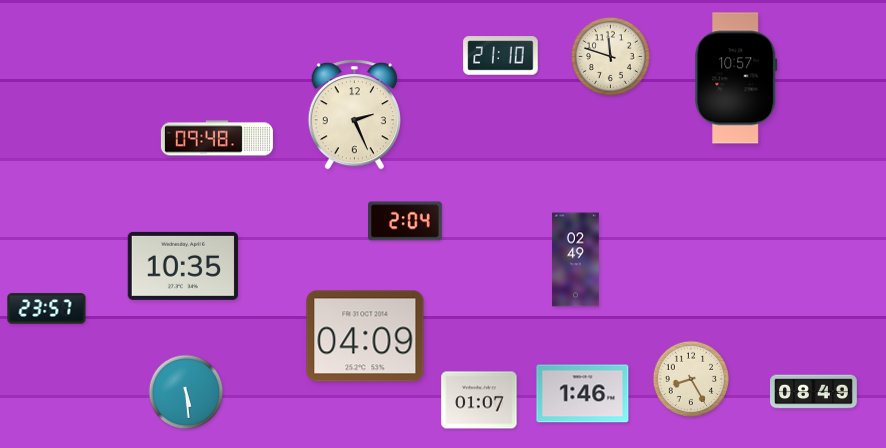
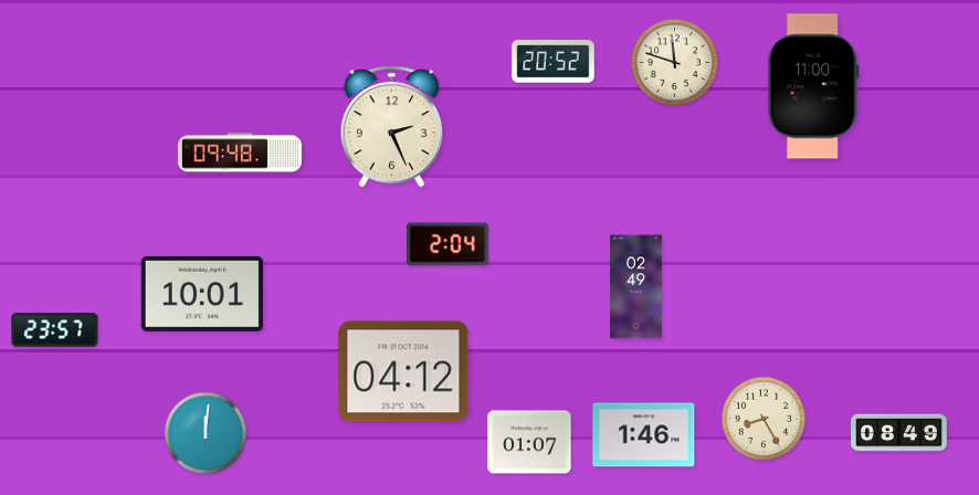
clock at (501, 56): 21:10 -> 20:52
clock at (736, 78): 10:57 -> 11:00
clock at (182, 266): 10:35 -> 10:01
clock at (47, 309) position: (47, 309) -> (55, 330)
clock at (365, 336): 04:09 -> 04:12
clock at (186, 392): 5:29 -> 12:01
